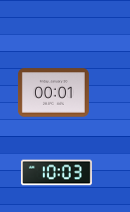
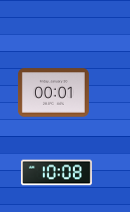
clock at (56, 173): 10:03 -> 10:08
